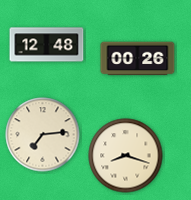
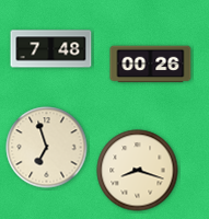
clock at (47, 45): 12:48 -> 7:48
clock at (43, 135): 7:14 -> 6:57
